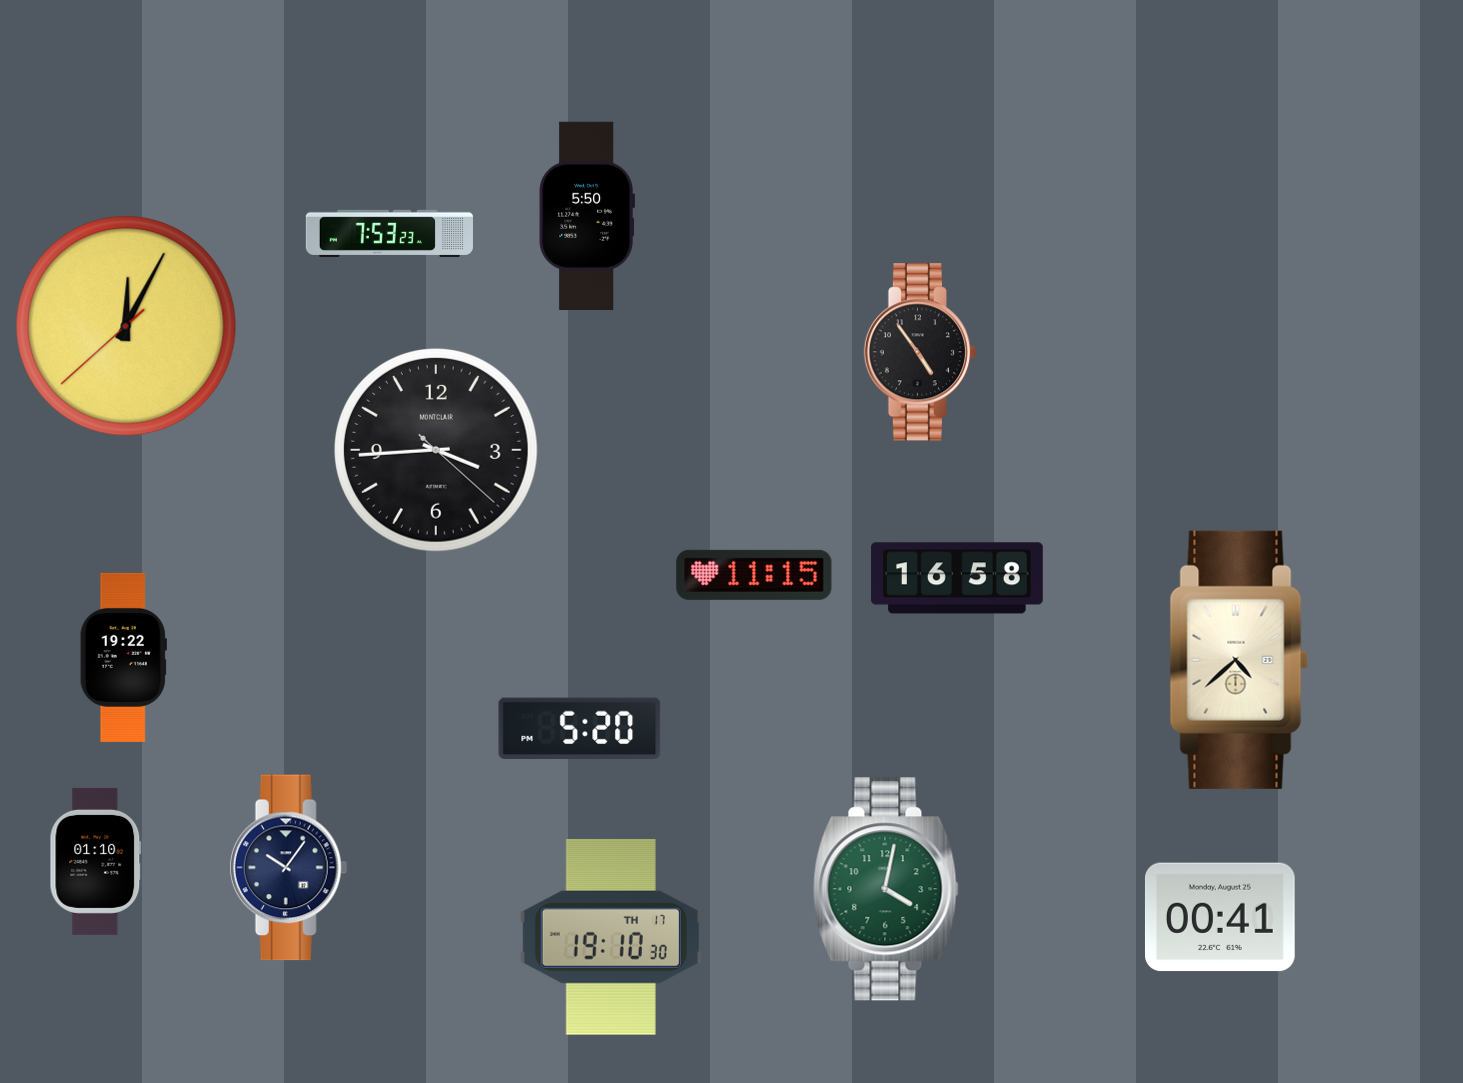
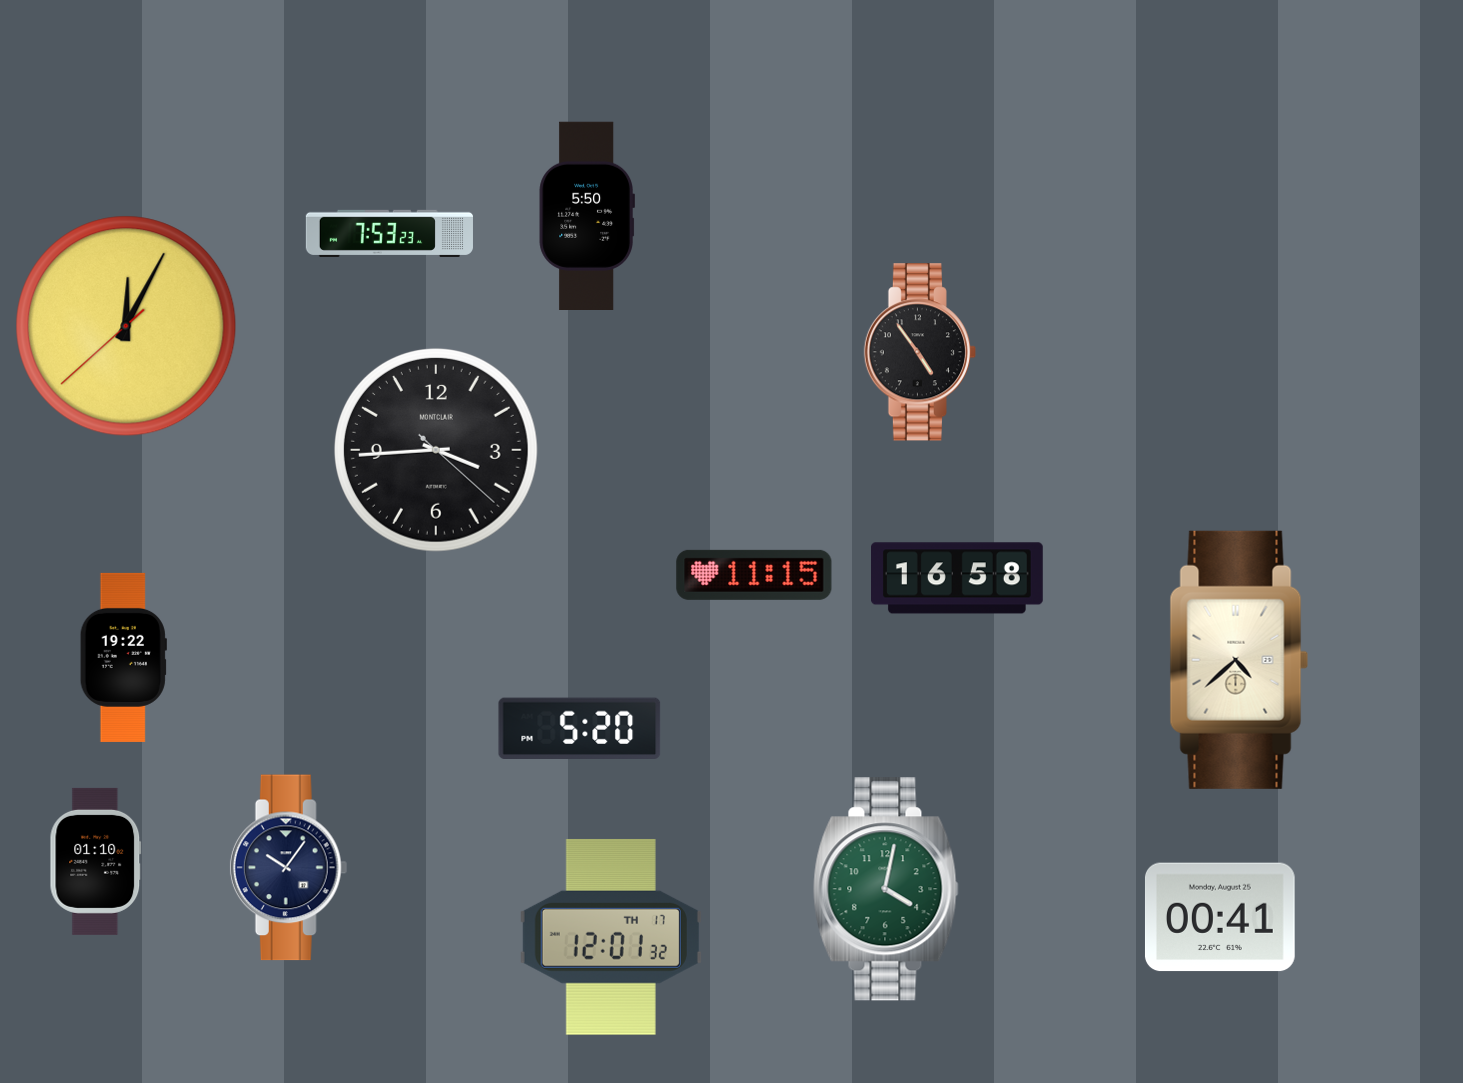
clock at (611, 937): 19:10 -> 12:01
